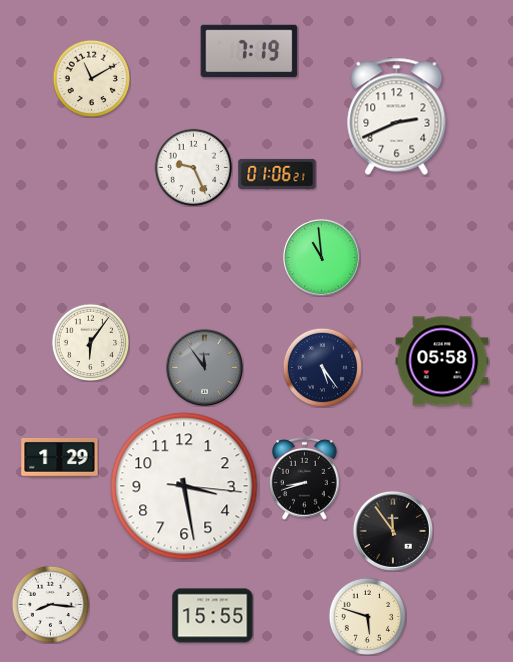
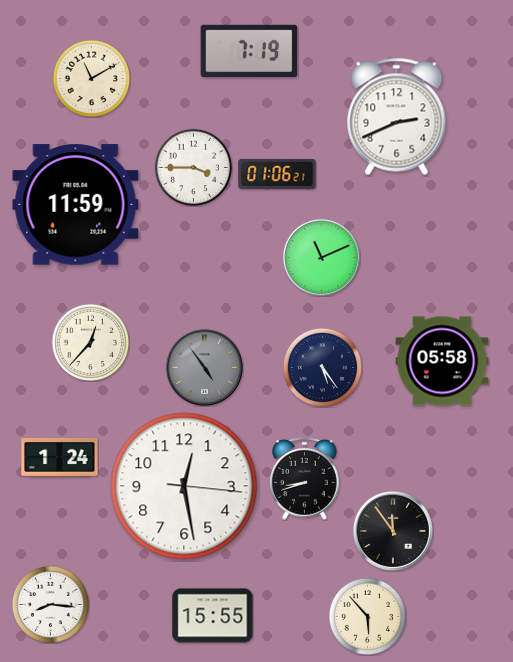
clock at (193, 167): 9:26 -> 3:45
clock at (76, 205): none -> 11:59
clock at (321, 257): 10:59 -> 11:11
clock at (90, 342): 6:06 -> 12:37
clock at (204, 367): 11:54 -> 4:54
clock at (60, 457): 1:29 -> 1:24
clock at (184, 486): 3:28 -> 12:28
clock at (367, 616): 5:48 -> 5:53
